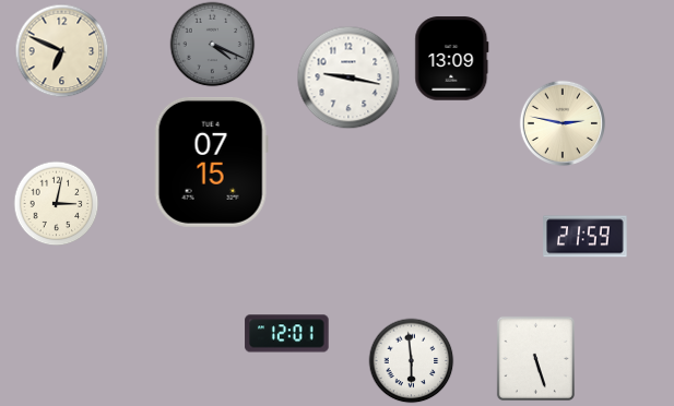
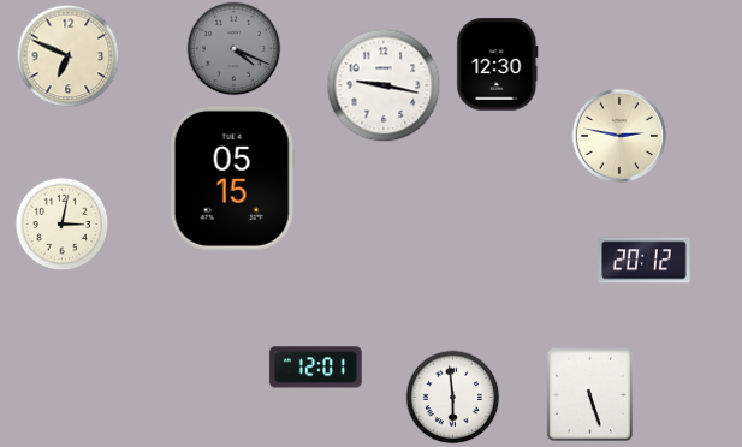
clock at (452, 59): 13:09 -> 12:30
clock at (211, 162): 07:15 -> 05:15
clock at (586, 237): 21:59 -> 20:12
